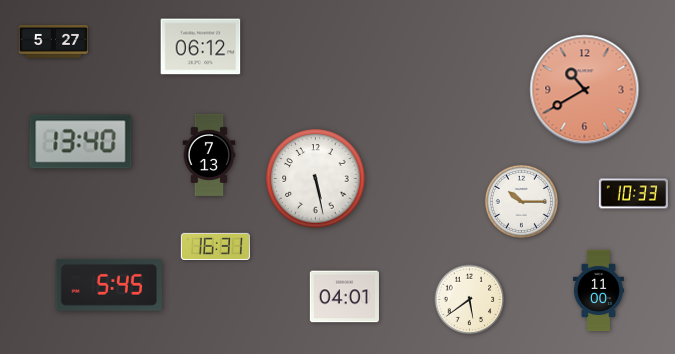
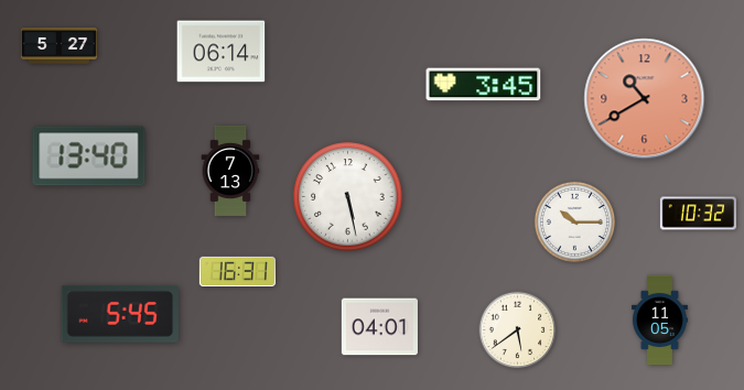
clock at (201, 47): 06:12 -> 06:14
clock at (484, 85): none -> 3:45
clock at (633, 194): 10:33 -> 10:32
clock at (598, 291): 11:00 -> 11:05
